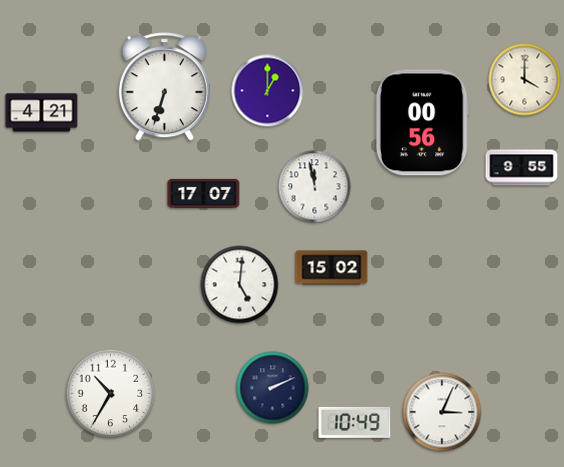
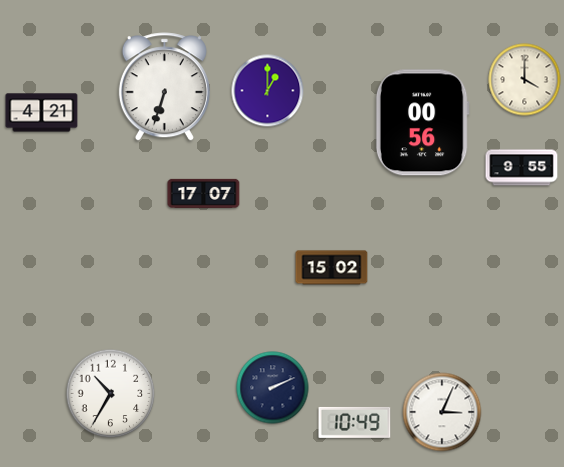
clock at (315, 187): 11:58 -> none
clock at (240, 285): 5:01 -> none
